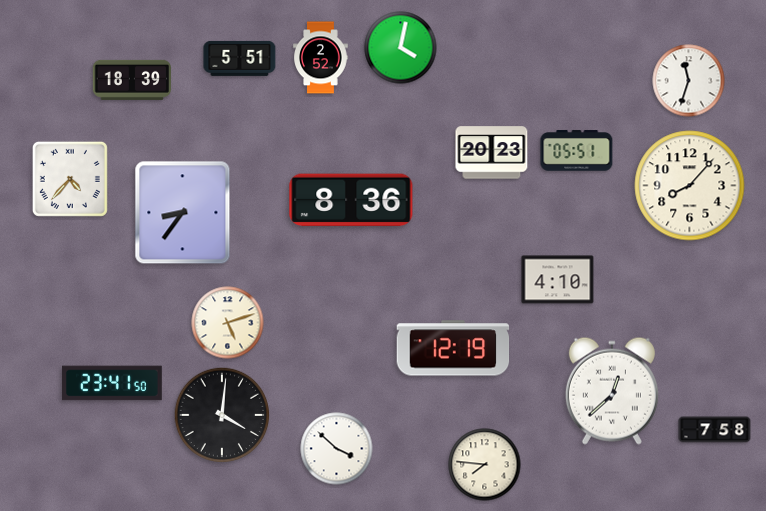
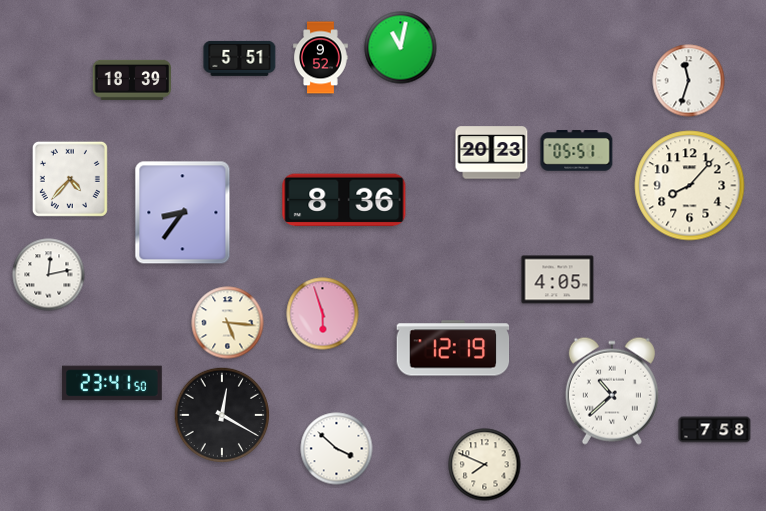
clock at (401, 48): 4:02 -> 11:02
clock at (321, 58): 2:52 -> 9:52
clock at (351, 200) position: (351, 200) -> (344, 200)
clock at (49, 275): none -> 12:13
clock at (558, 280): 4:10 -> 4:05
clock at (323, 314): none -> 5:57
clock at (228, 323): 5:12 -> 5:16
clock at (612, 391): 12:38 -> 10:38
clock at (221, 414): 4:01 -> 12:20
clock at (485, 465): 7:46 -> 7:49
